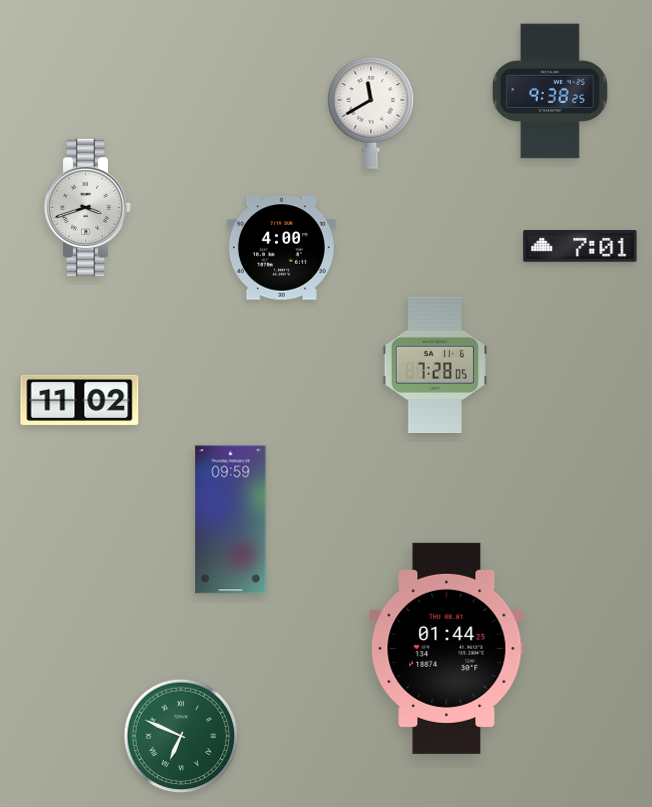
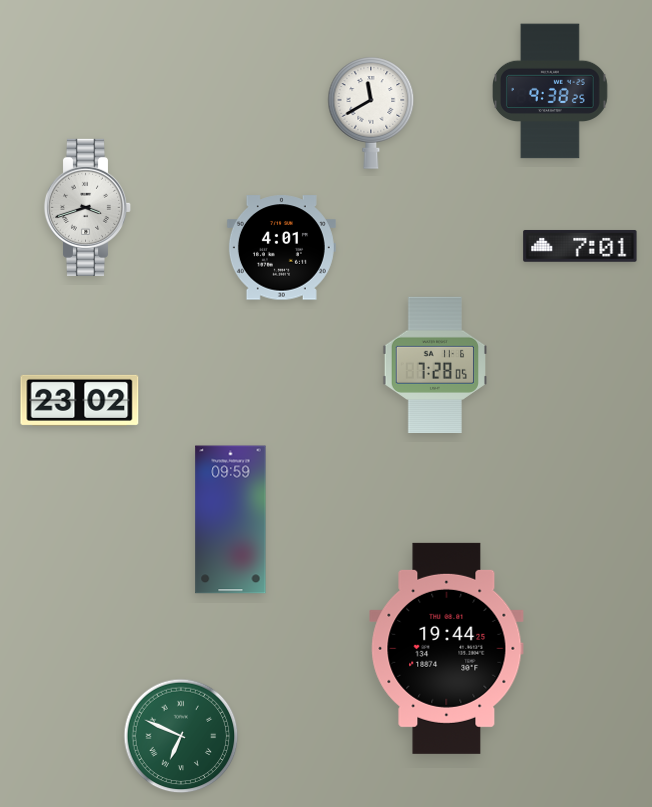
clock at (281, 248): 4:00 -> 4:01
clock at (80, 400): 11:02 -> 23:02
clock at (447, 648): 01:44 -> 19:44
